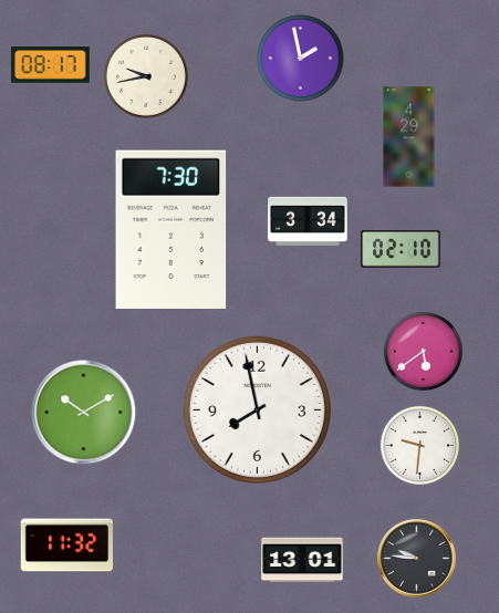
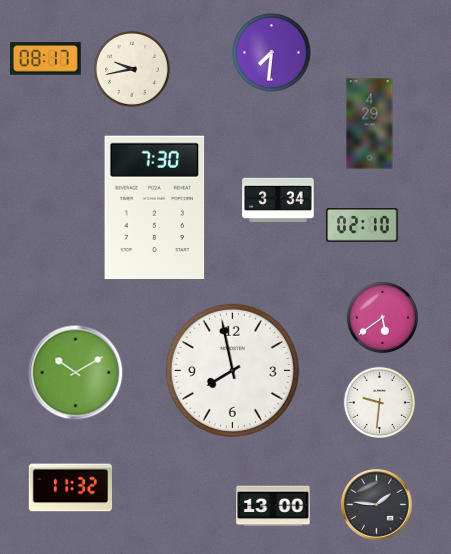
clock at (301, 59): 1:58 -> 7:31
clock at (66, 546) position: (66, 546) -> (70, 488)
clock at (417, 559): 9:46 -> 1:46
clock at (302, 560): 13:01 -> 13:00
